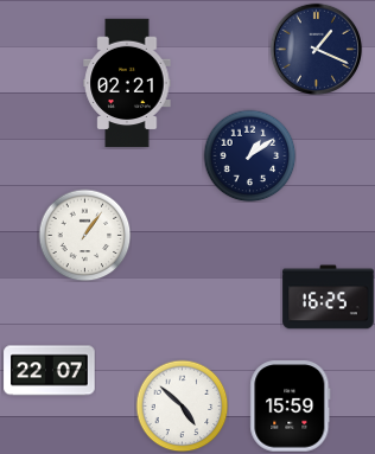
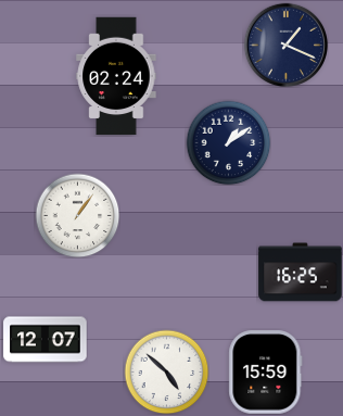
clock at (316, 49) position: (316, 49) -> (285, 45)
clock at (127, 83): 02:21 -> 02:24
clock at (50, 371): 22:07 -> 12:07
